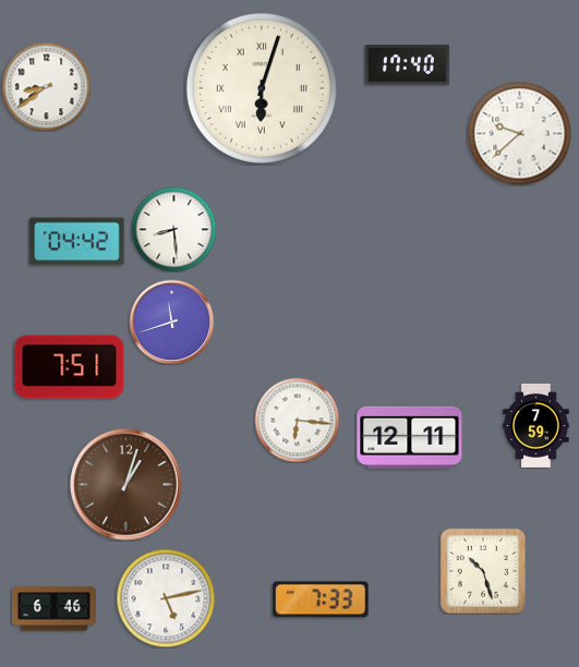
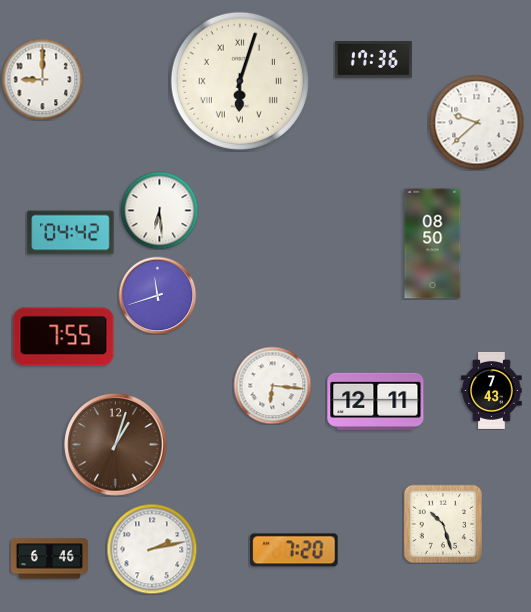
clock at (407, 65): 17:40 -> 17:36
clock at (46, 86): 8:39 -> 9:00
clock at (173, 229): 8:29 -> 6:29
clock at (77, 242) position: (77, 242) -> (71, 233)
clock at (433, 244): none -> 08:50
clock at (70, 367): 7:51 -> 7:55
clock at (536, 425): 7:59 -> 7:43
clock at (166, 598): 5:13 -> 2:13
clock at (321, 599): 7:33 -> 7:20
